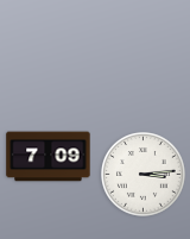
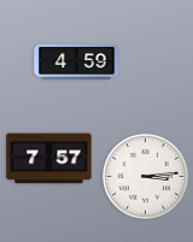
clock at (77, 61): none -> 4:59
clock at (49, 157): 7:09 -> 7:57
